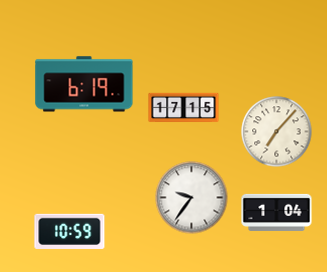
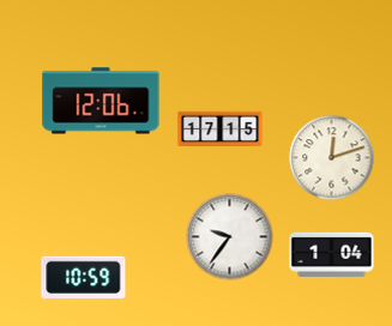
clock at (84, 84): 6:19 -> 12:06
clock at (277, 132): 7:07 -> 12:12
